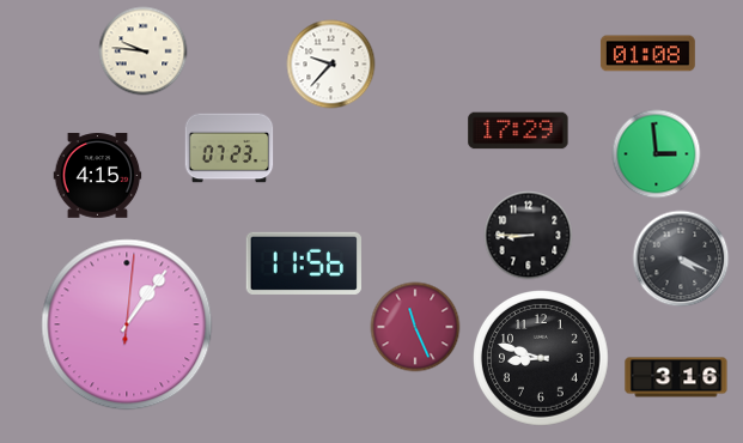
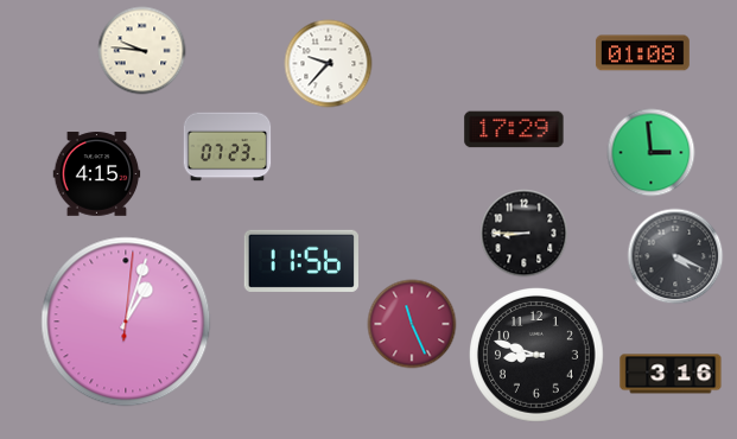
clock at (127, 324): 1:06 -> 1:03
